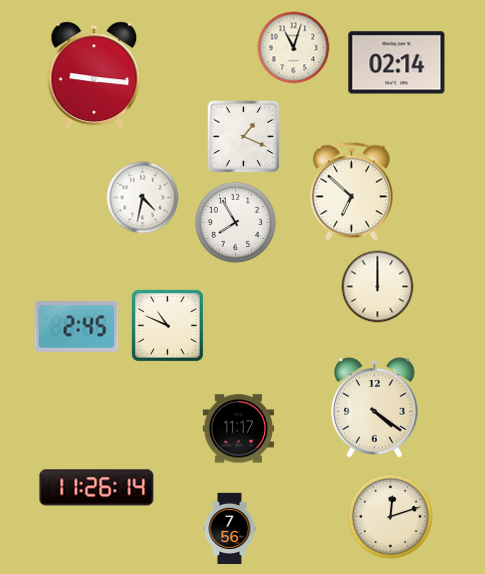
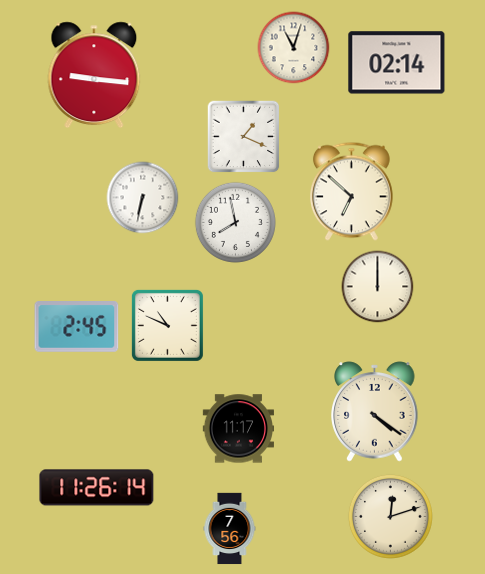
clock at (143, 198): 4:32 -> 6:32
clock at (235, 222): 7:55 -> 7:58
clock at (375, 408) position: (375, 408) -> (375, 412)
